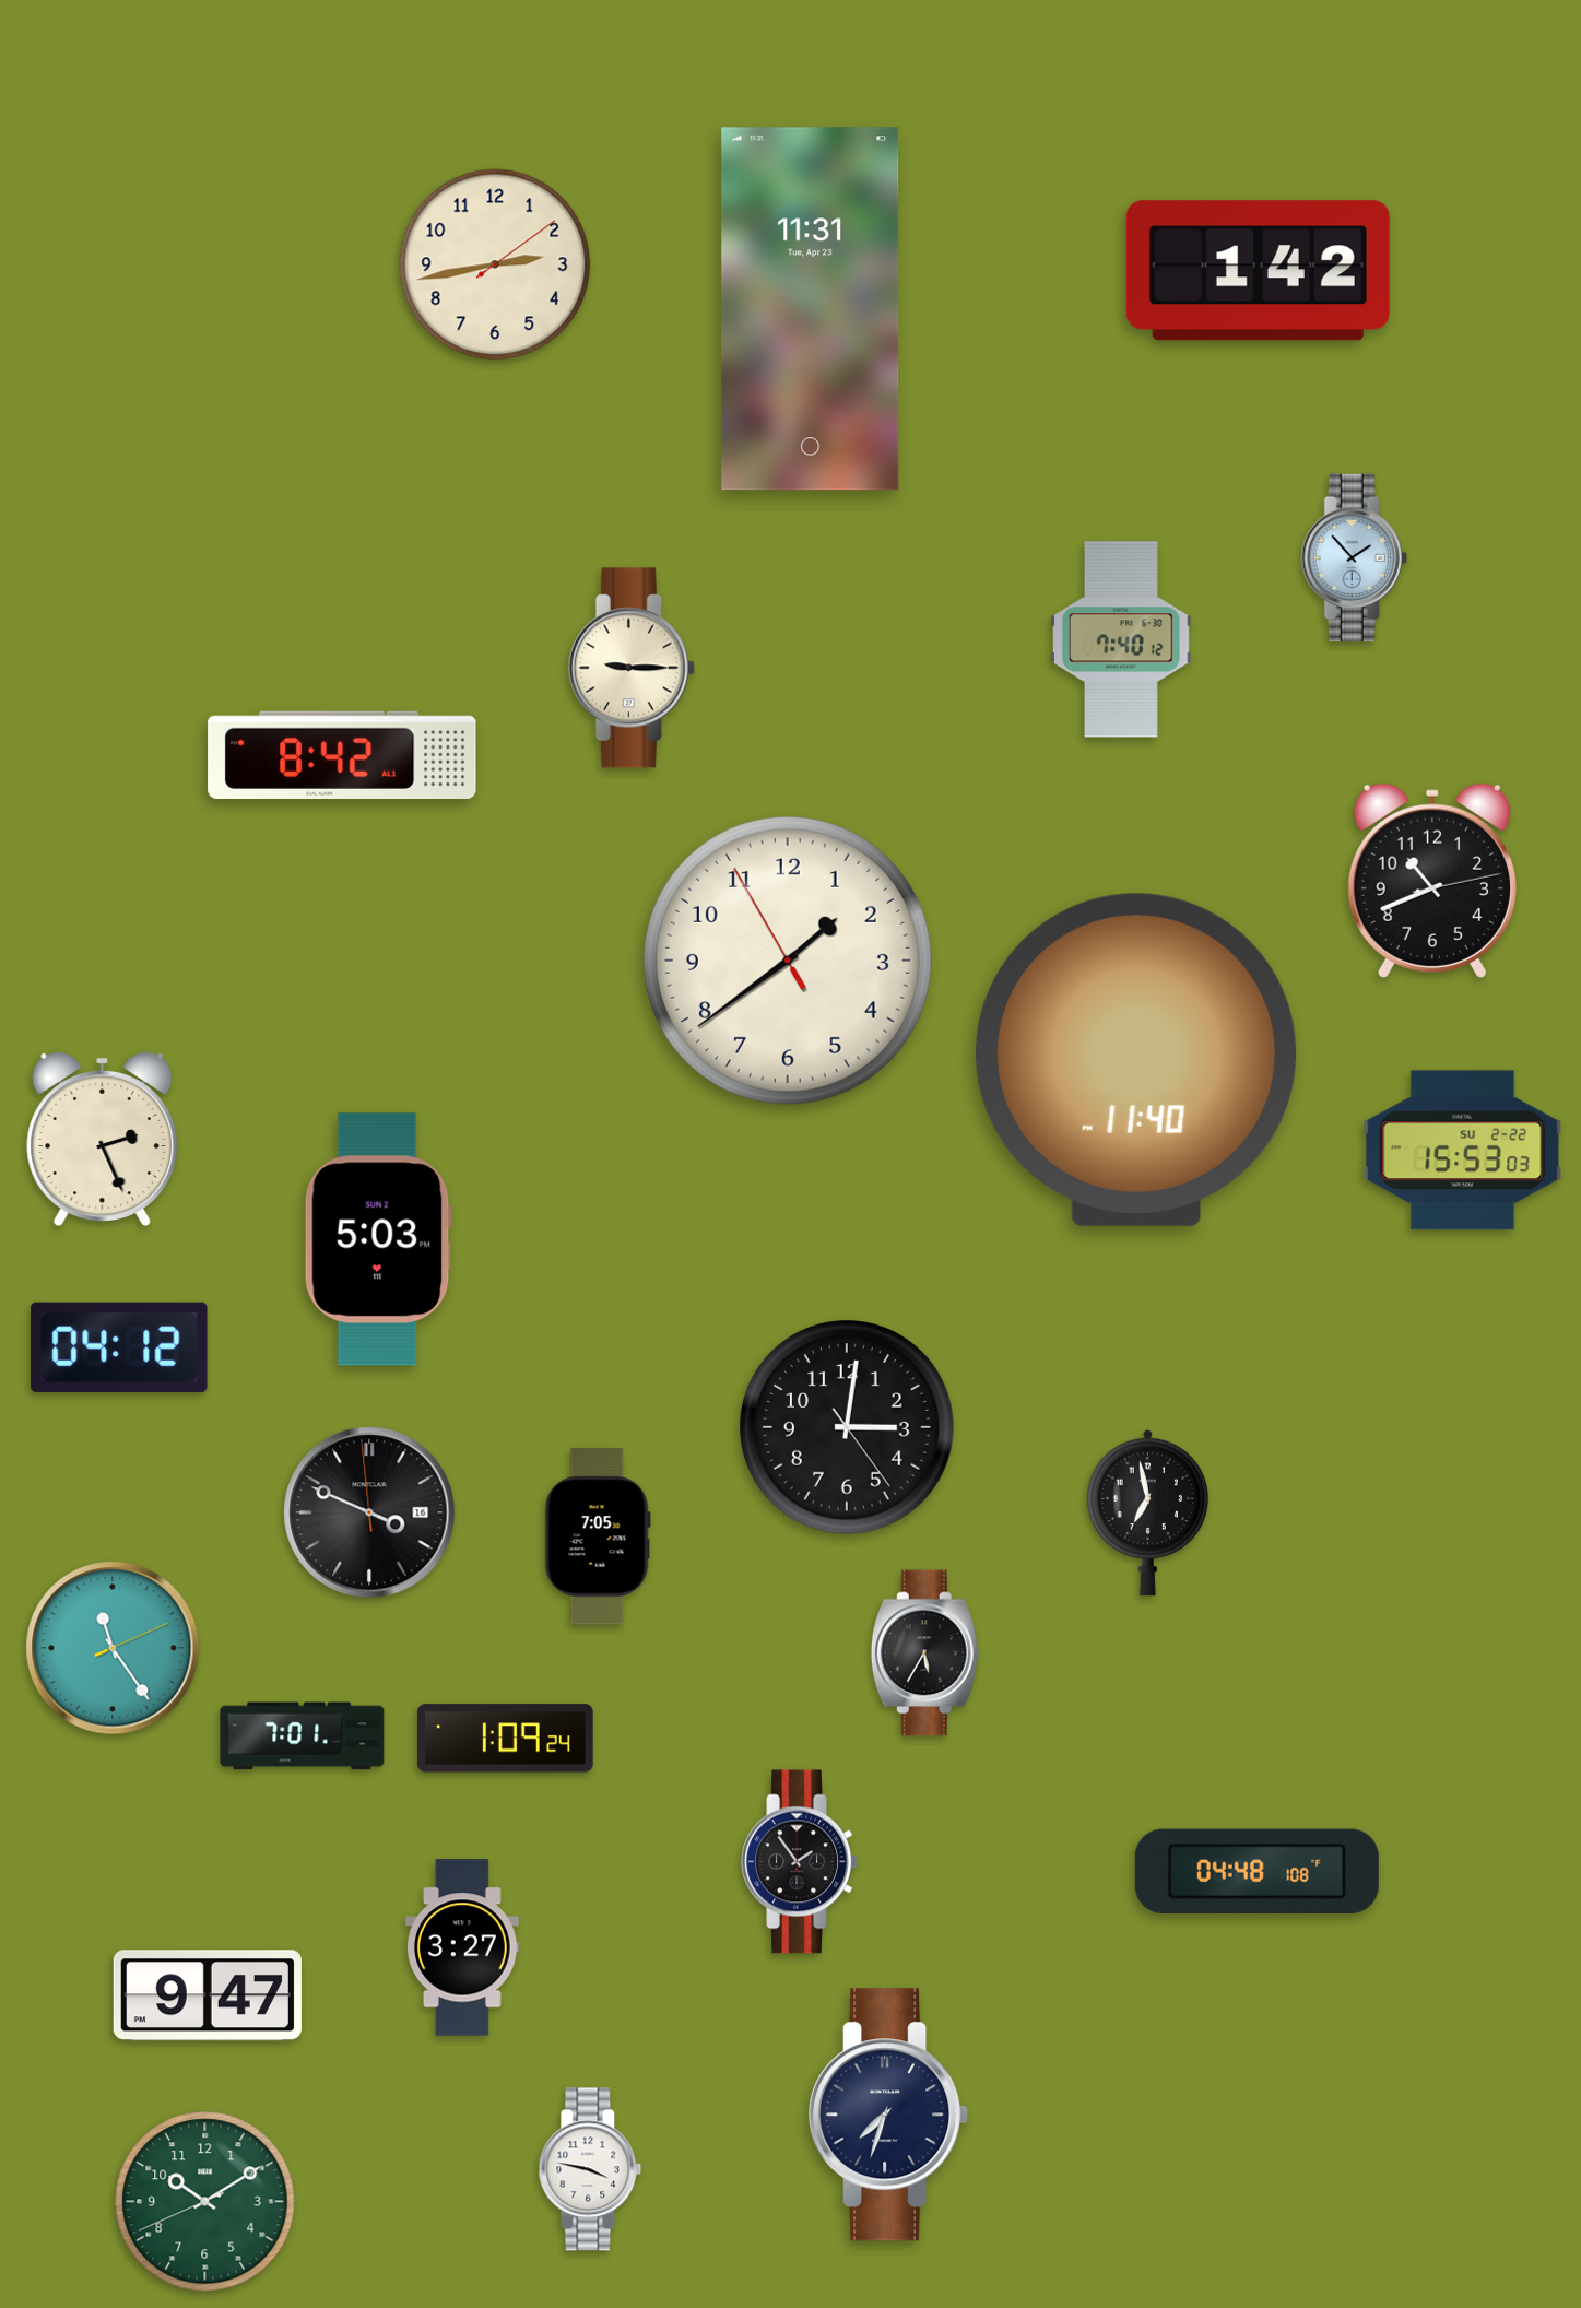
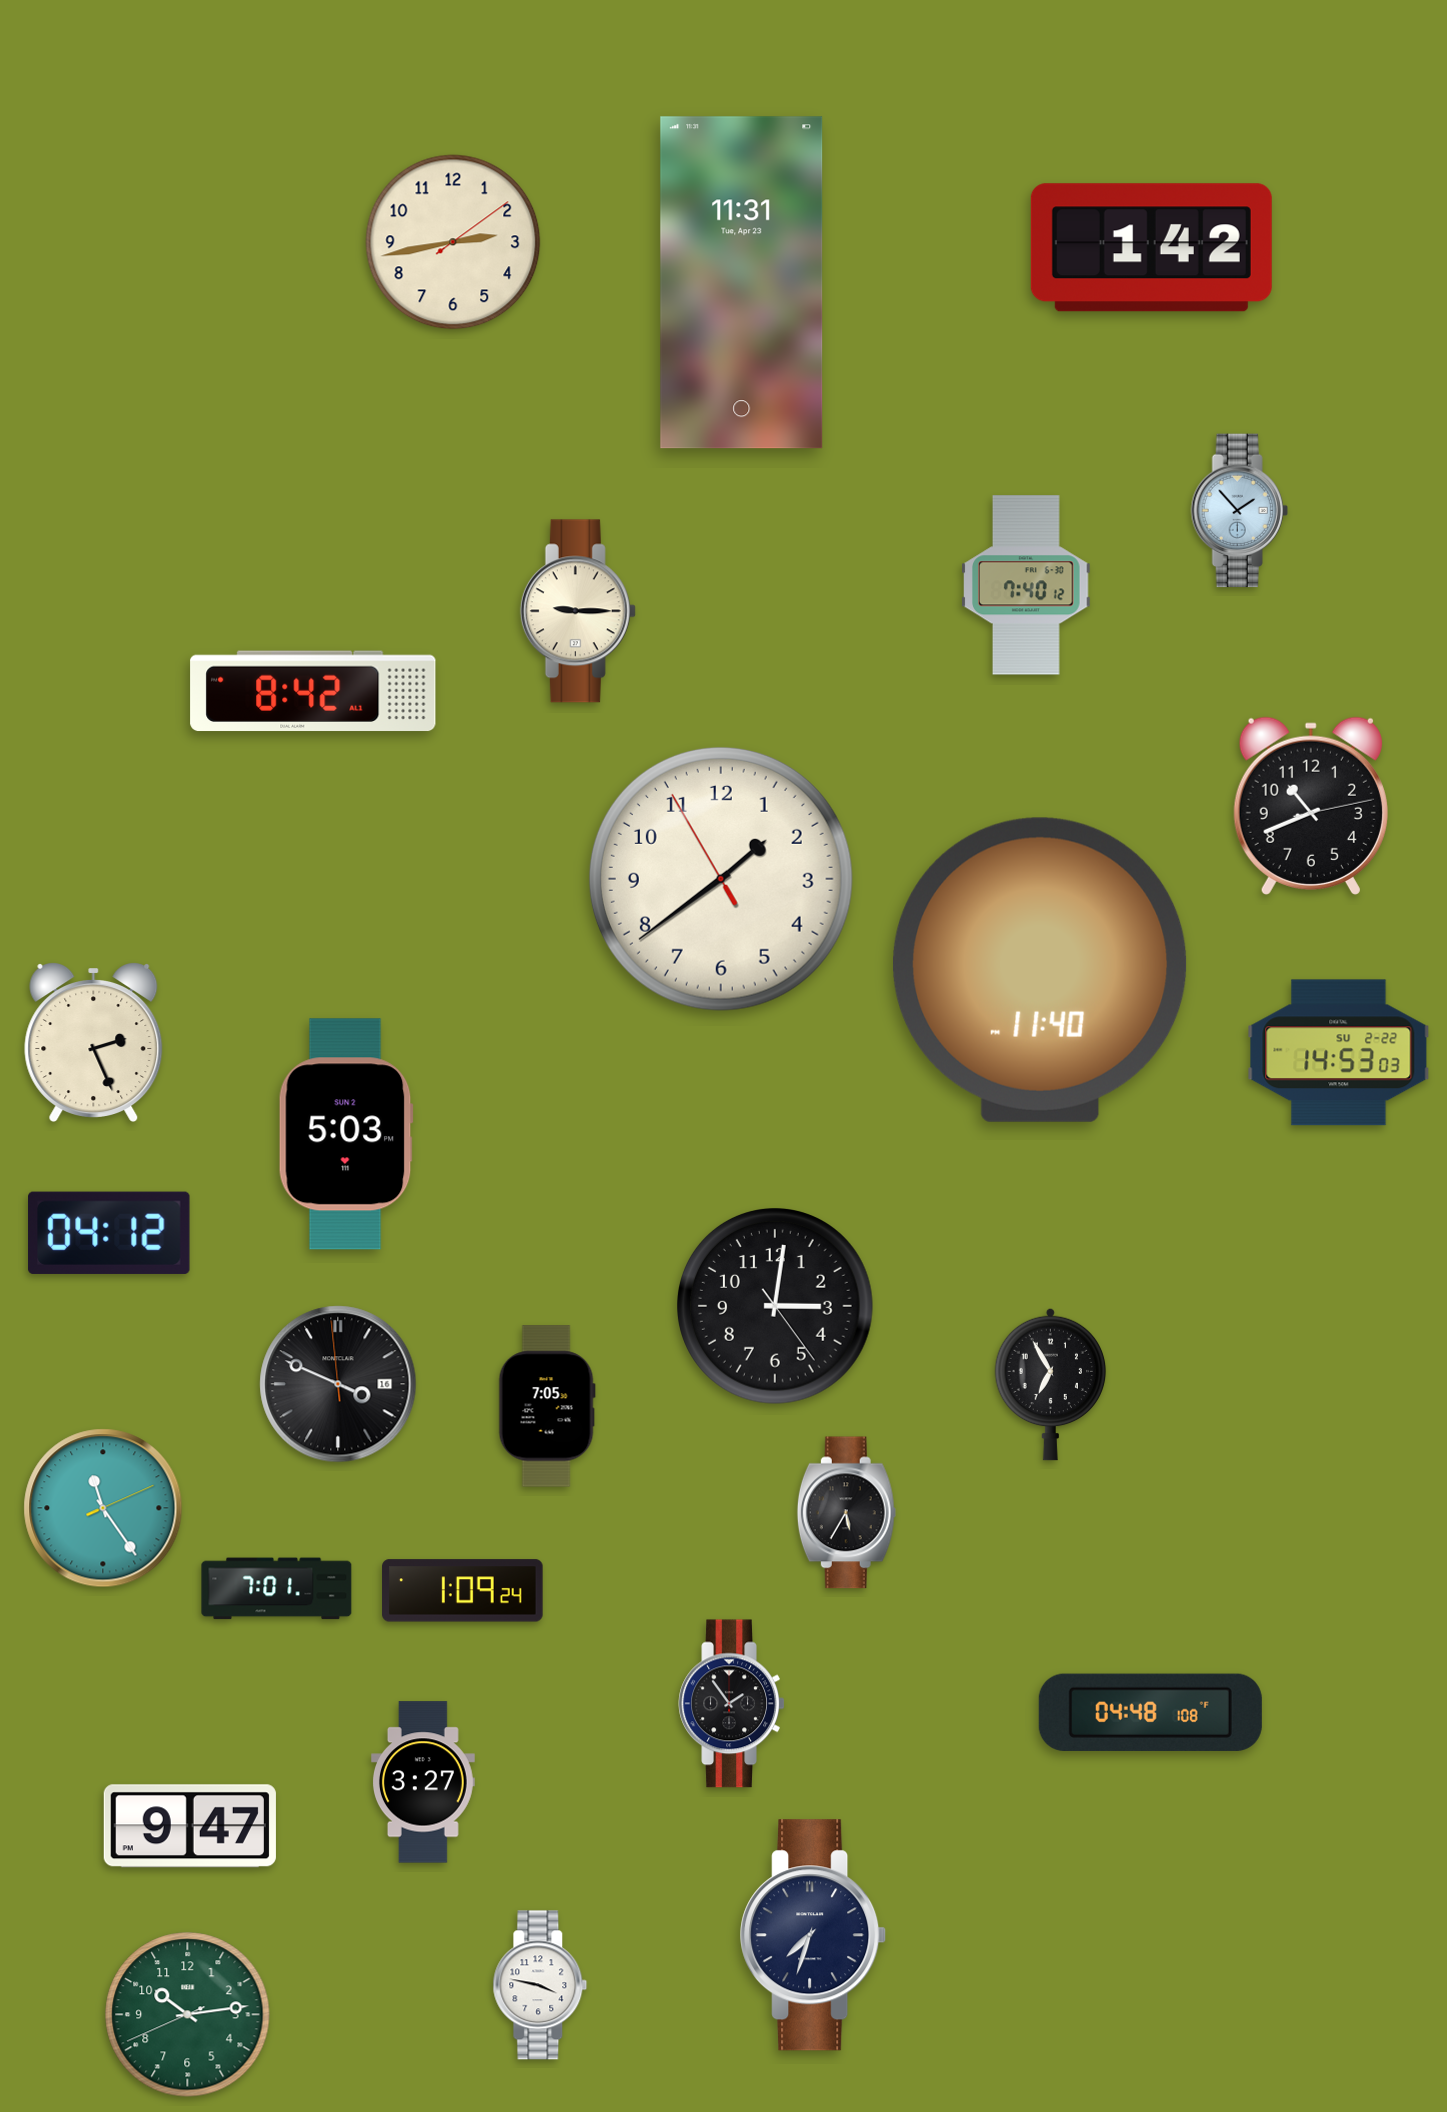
clock at (1463, 1151): 15:53 -> 14:53
clock at (1148, 1512): 6:58 -> 6:55
clock at (205, 2202): 10:09 -> 10:13
